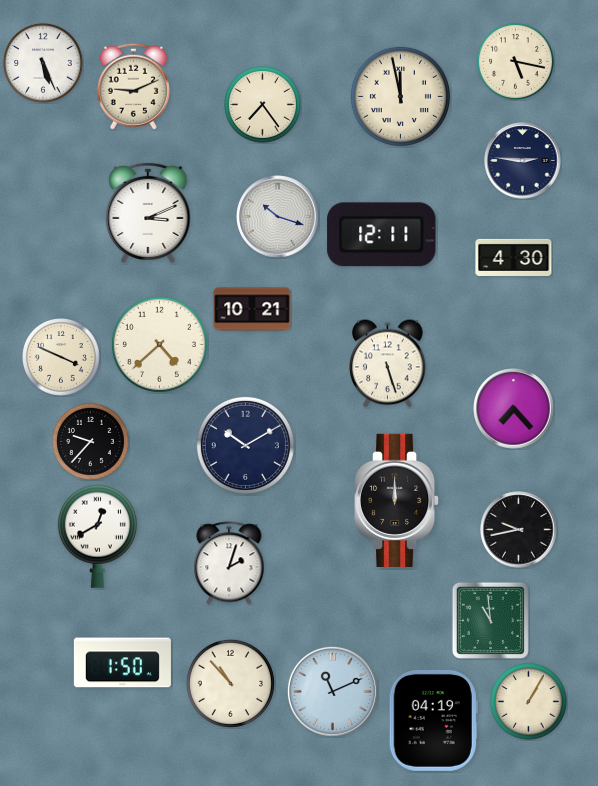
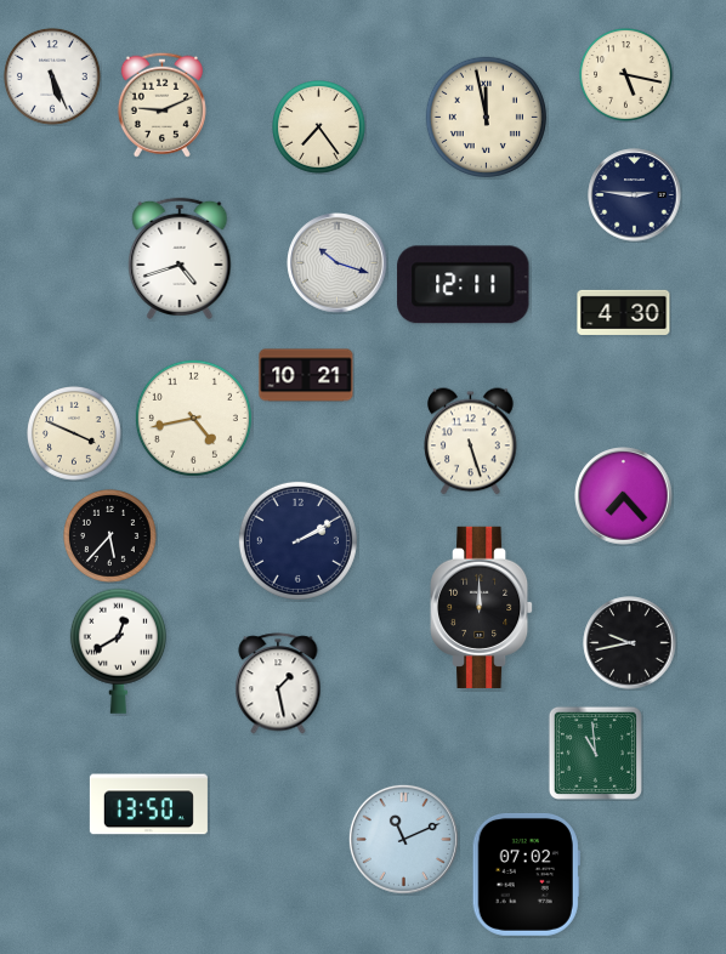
clock at (148, 213): 3:11 -> 4:42
clock at (159, 344): 4:38 -> 4:43
clock at (91, 442): 9:37 -> 5:37
clock at (245, 445): 10:10 -> 2:10
clock at (229, 563): 2:03 -> 1:28
clock at (122, 663): 1:50 -> 13:50
clock at (230, 683): 10:53 -> none
clock at (529, 702): 1:05 -> none
clock at (433, 720): 04:19 -> 07:02
